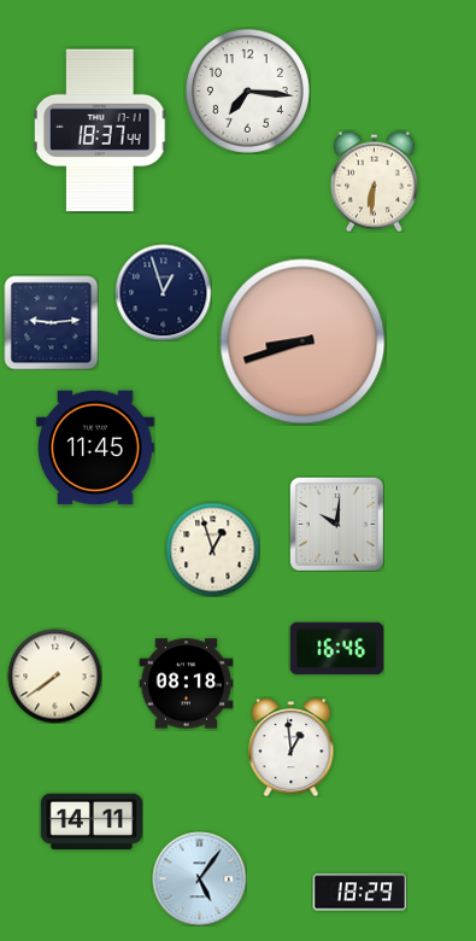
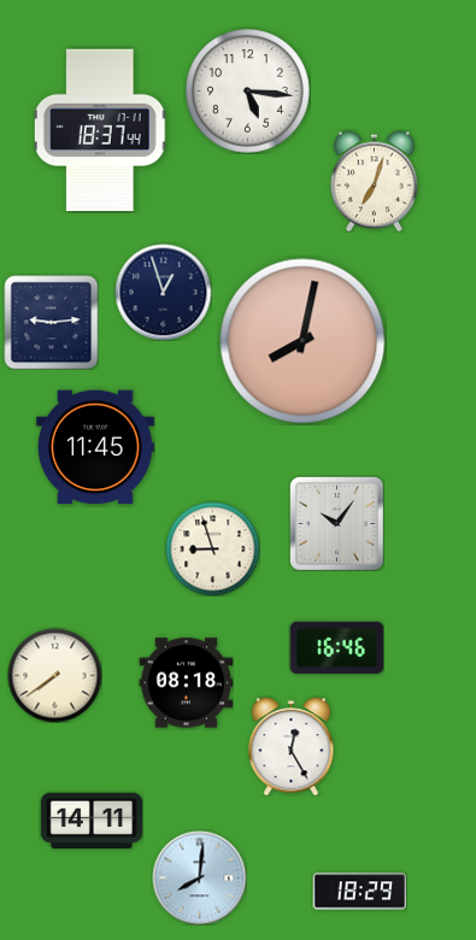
clock at (247, 90): 7:16 -> 5:16
clock at (374, 181): 6:31 -> 7:03
clock at (302, 341): 8:42 -> 8:02
clock at (337, 525): 10:01 -> 10:06
clock at (212, 549): 12:57 -> 8:57
clock at (292, 747): 12:59 -> 12:25
clock at (199, 878): 5:06 -> 8:01
